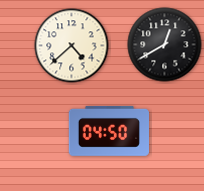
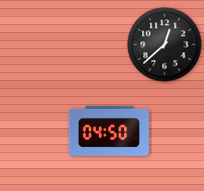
clock at (165, 45): 12:40 -> 12:38
clock at (72, 46): 4:38 -> none
